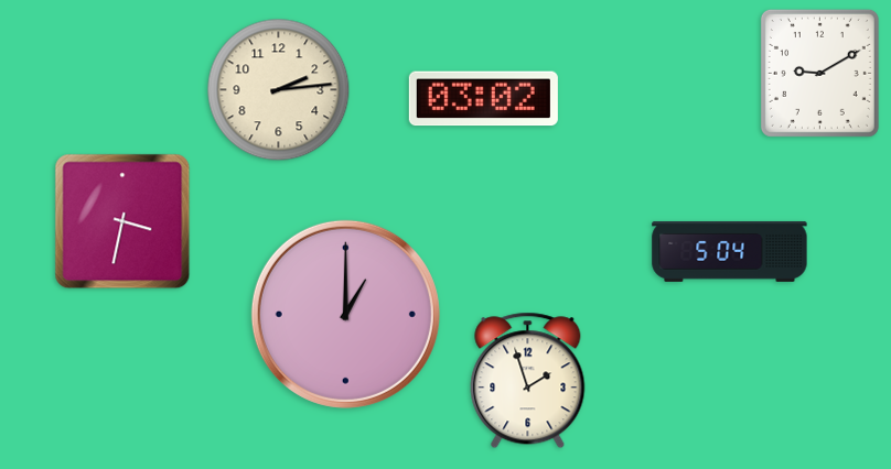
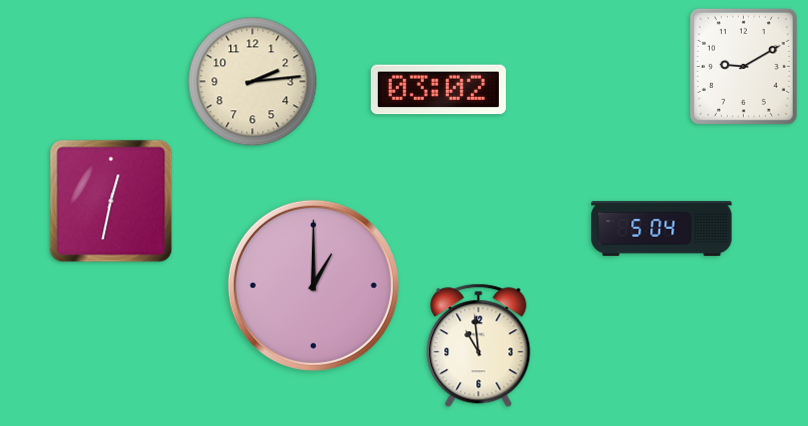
clock at (122, 221): 3:32 -> 12:32
clock at (528, 381): 1:57 -> 10:59
